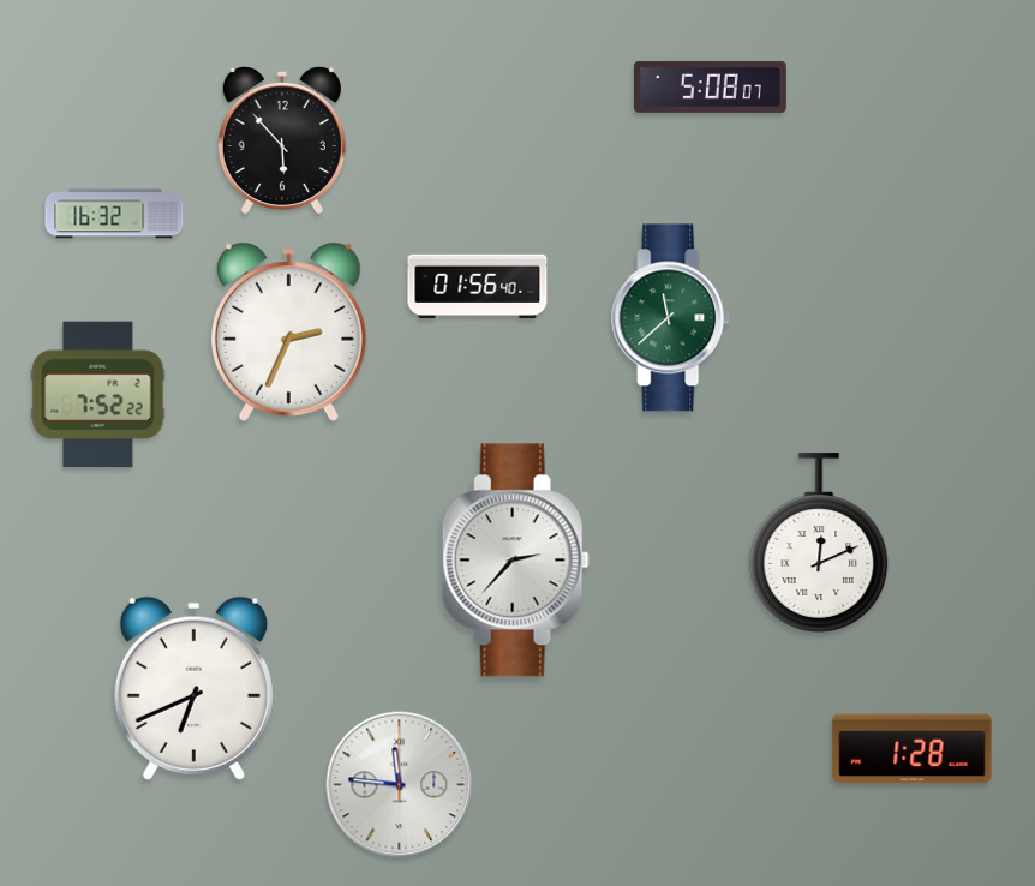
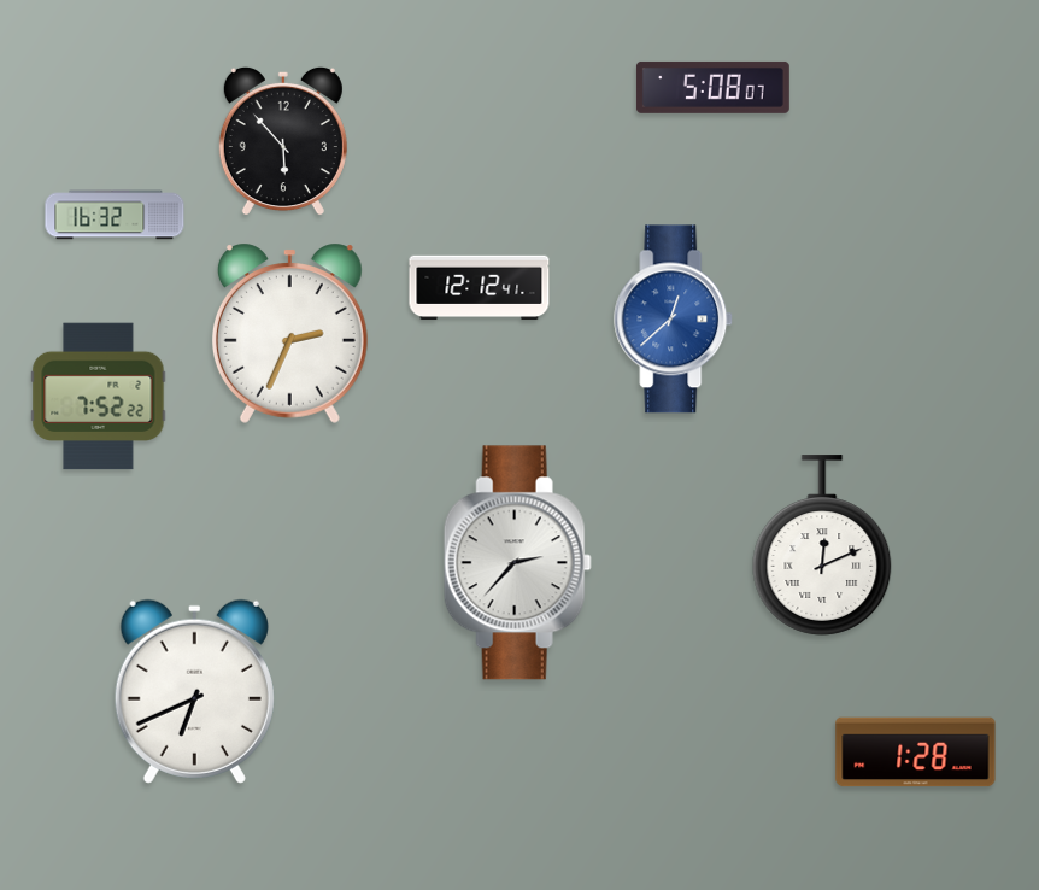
clock at (478, 287): 01:56 -> 12:12
clock at (671, 318): 11:38 -> 12:38
clock at (671, 318) dial: green -> blue
clock at (400, 785): 11:46 -> none
